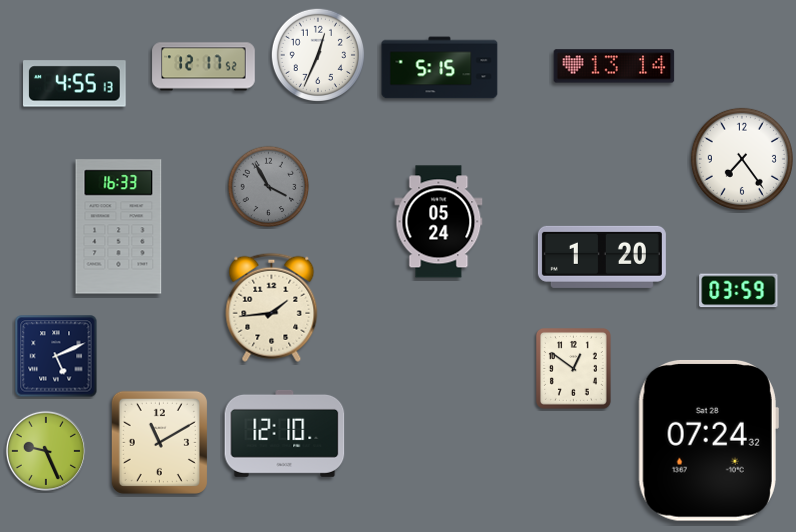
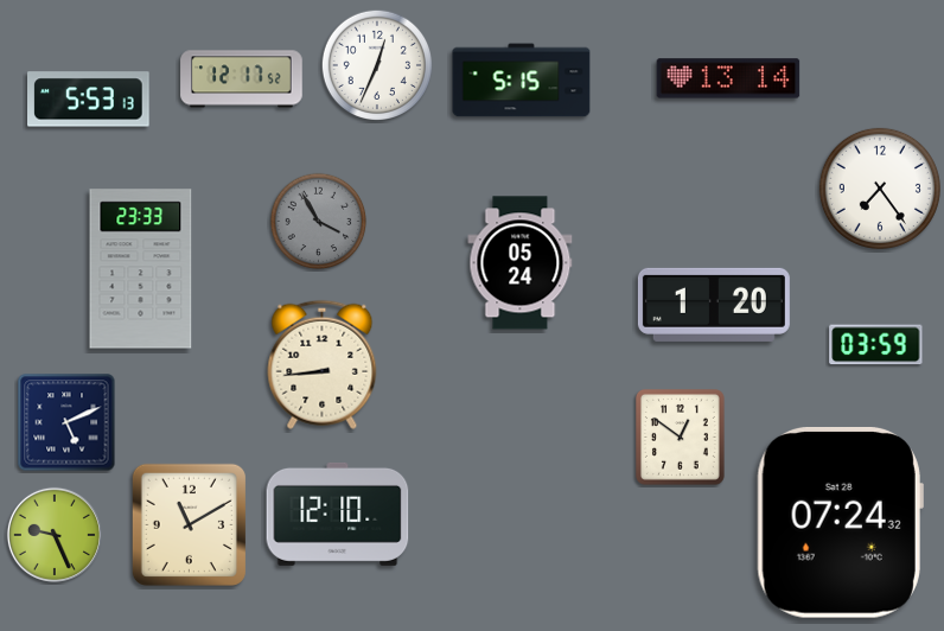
clock at (75, 84): 4:55 -> 5:53
clock at (119, 227): 16:33 -> 23:33
clock at (272, 307): 1:44 -> 8:44
